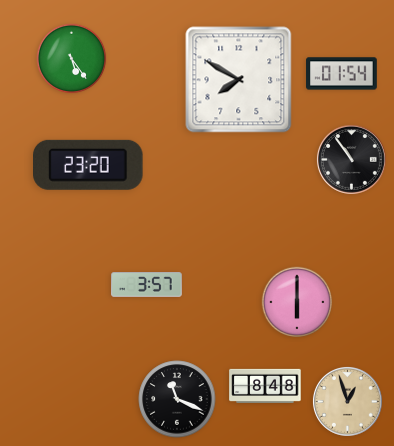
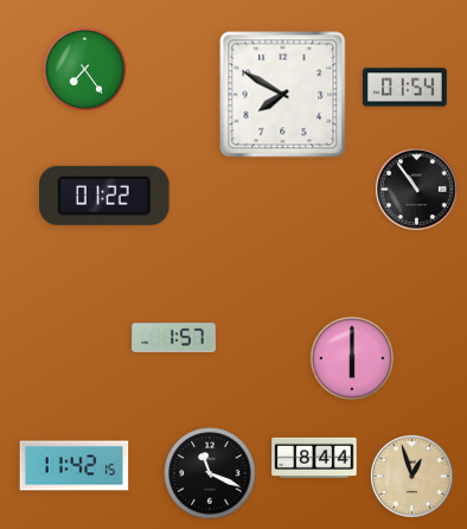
clock at (72, 59): 5:24 -> 7:24
clock at (89, 165): 23:20 -> 01:22
clock at (147, 285): 3:57 -> 1:57
clock at (265, 386): 8:48 -> 8:44
clock at (75, 466): none -> 11:42
